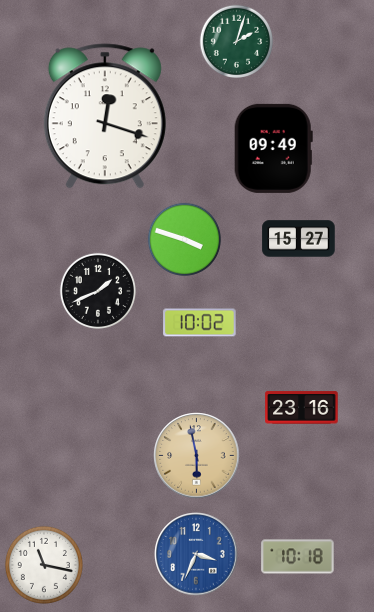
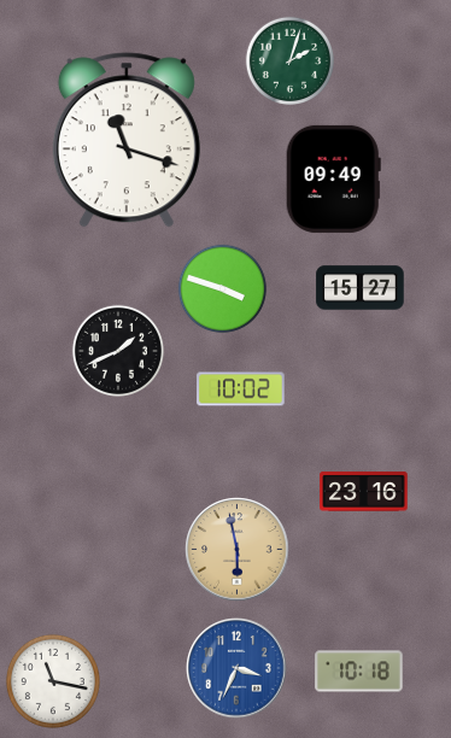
clock at (237, 42) position: (237, 42) -> (291, 61)
clock at (105, 116): 12:18 -> 11:18
clock at (273, 148) position: (273, 148) -> (333, 178)
